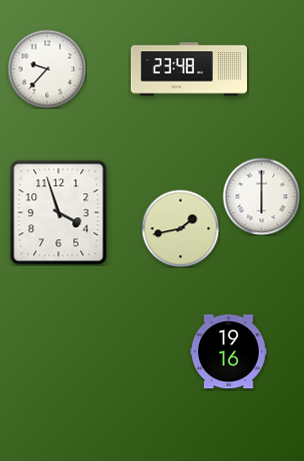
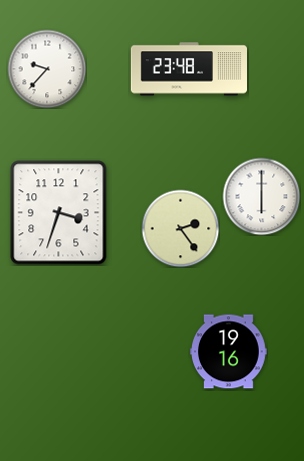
clock at (59, 213): 3:57 -> 3:33
clock at (180, 228): 1:43 -> 2:24
